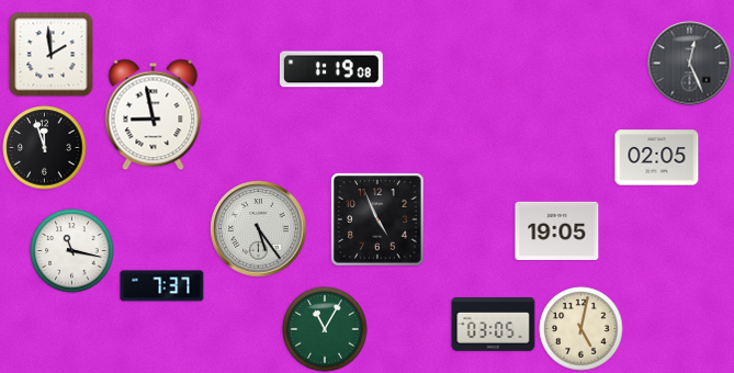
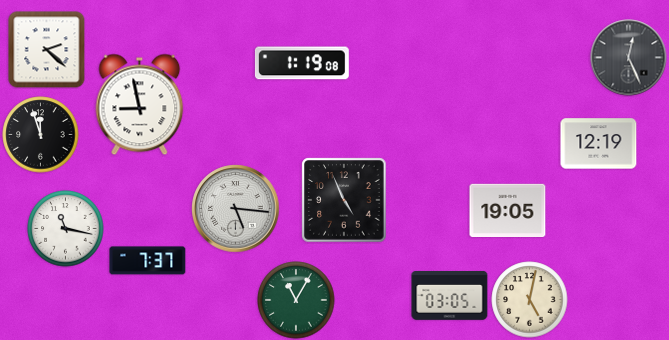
clock at (52, 55): 1:59 -> 2:22
clock at (657, 158): 02:05 -> 12:19
clock at (259, 229): 5:24 -> 5:16
